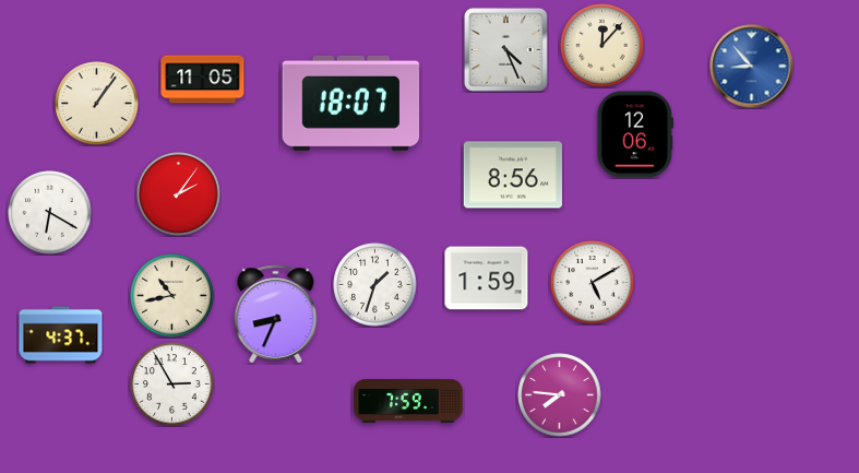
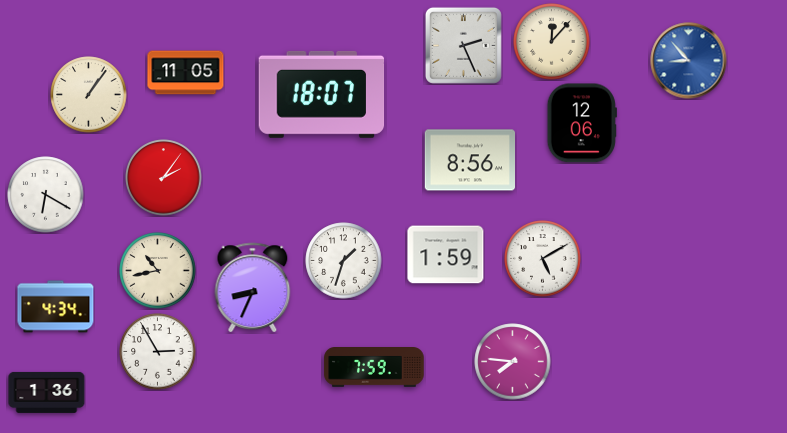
clock at (505, 49): 4:26 -> 2:26
clock at (61, 335): 4:37 -> 4:34
clock at (47, 392): none -> 1:36
